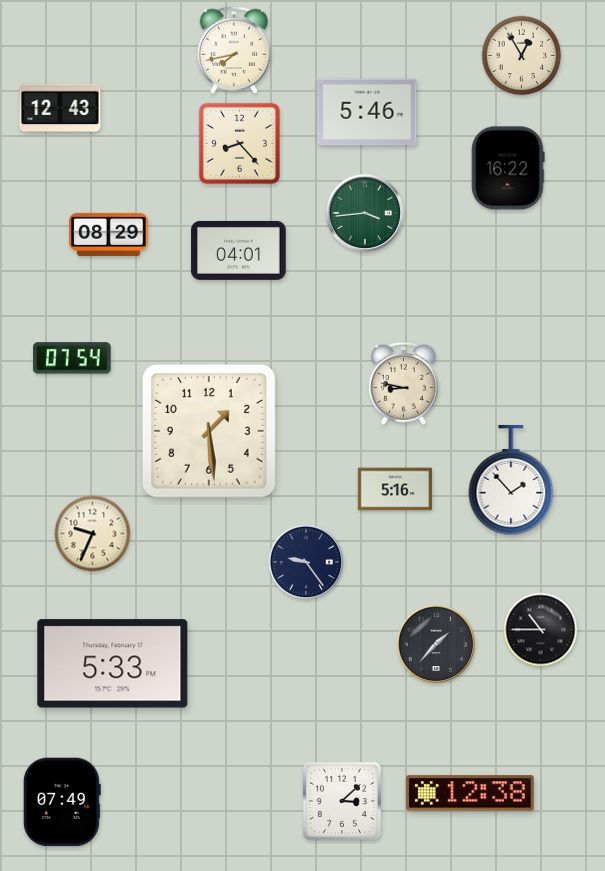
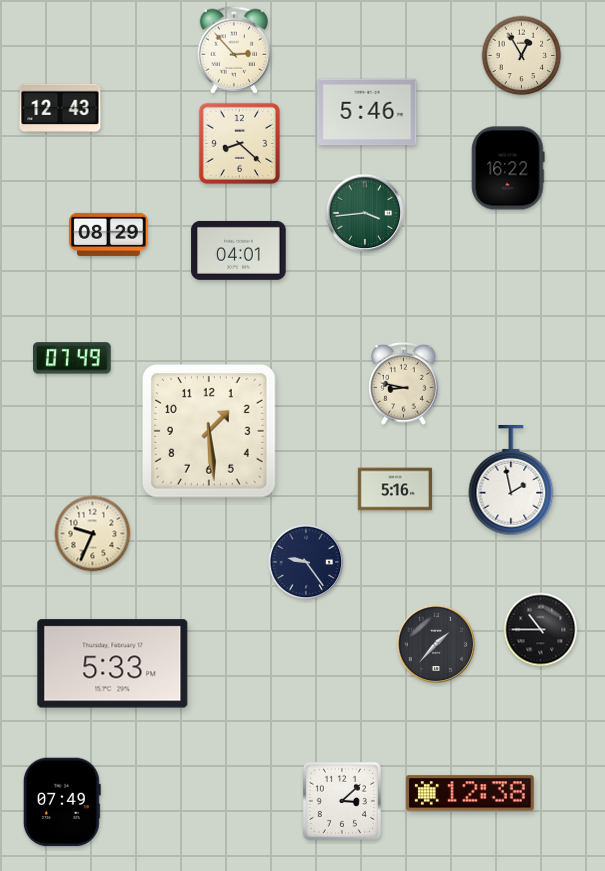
clock at (233, 50): 7:43 -> 2:53
clock at (239, 143): 8:23 -> 8:22
clock at (72, 358): 07:54 -> 07:49
clock at (511, 480): 1:53 -> 1:58
